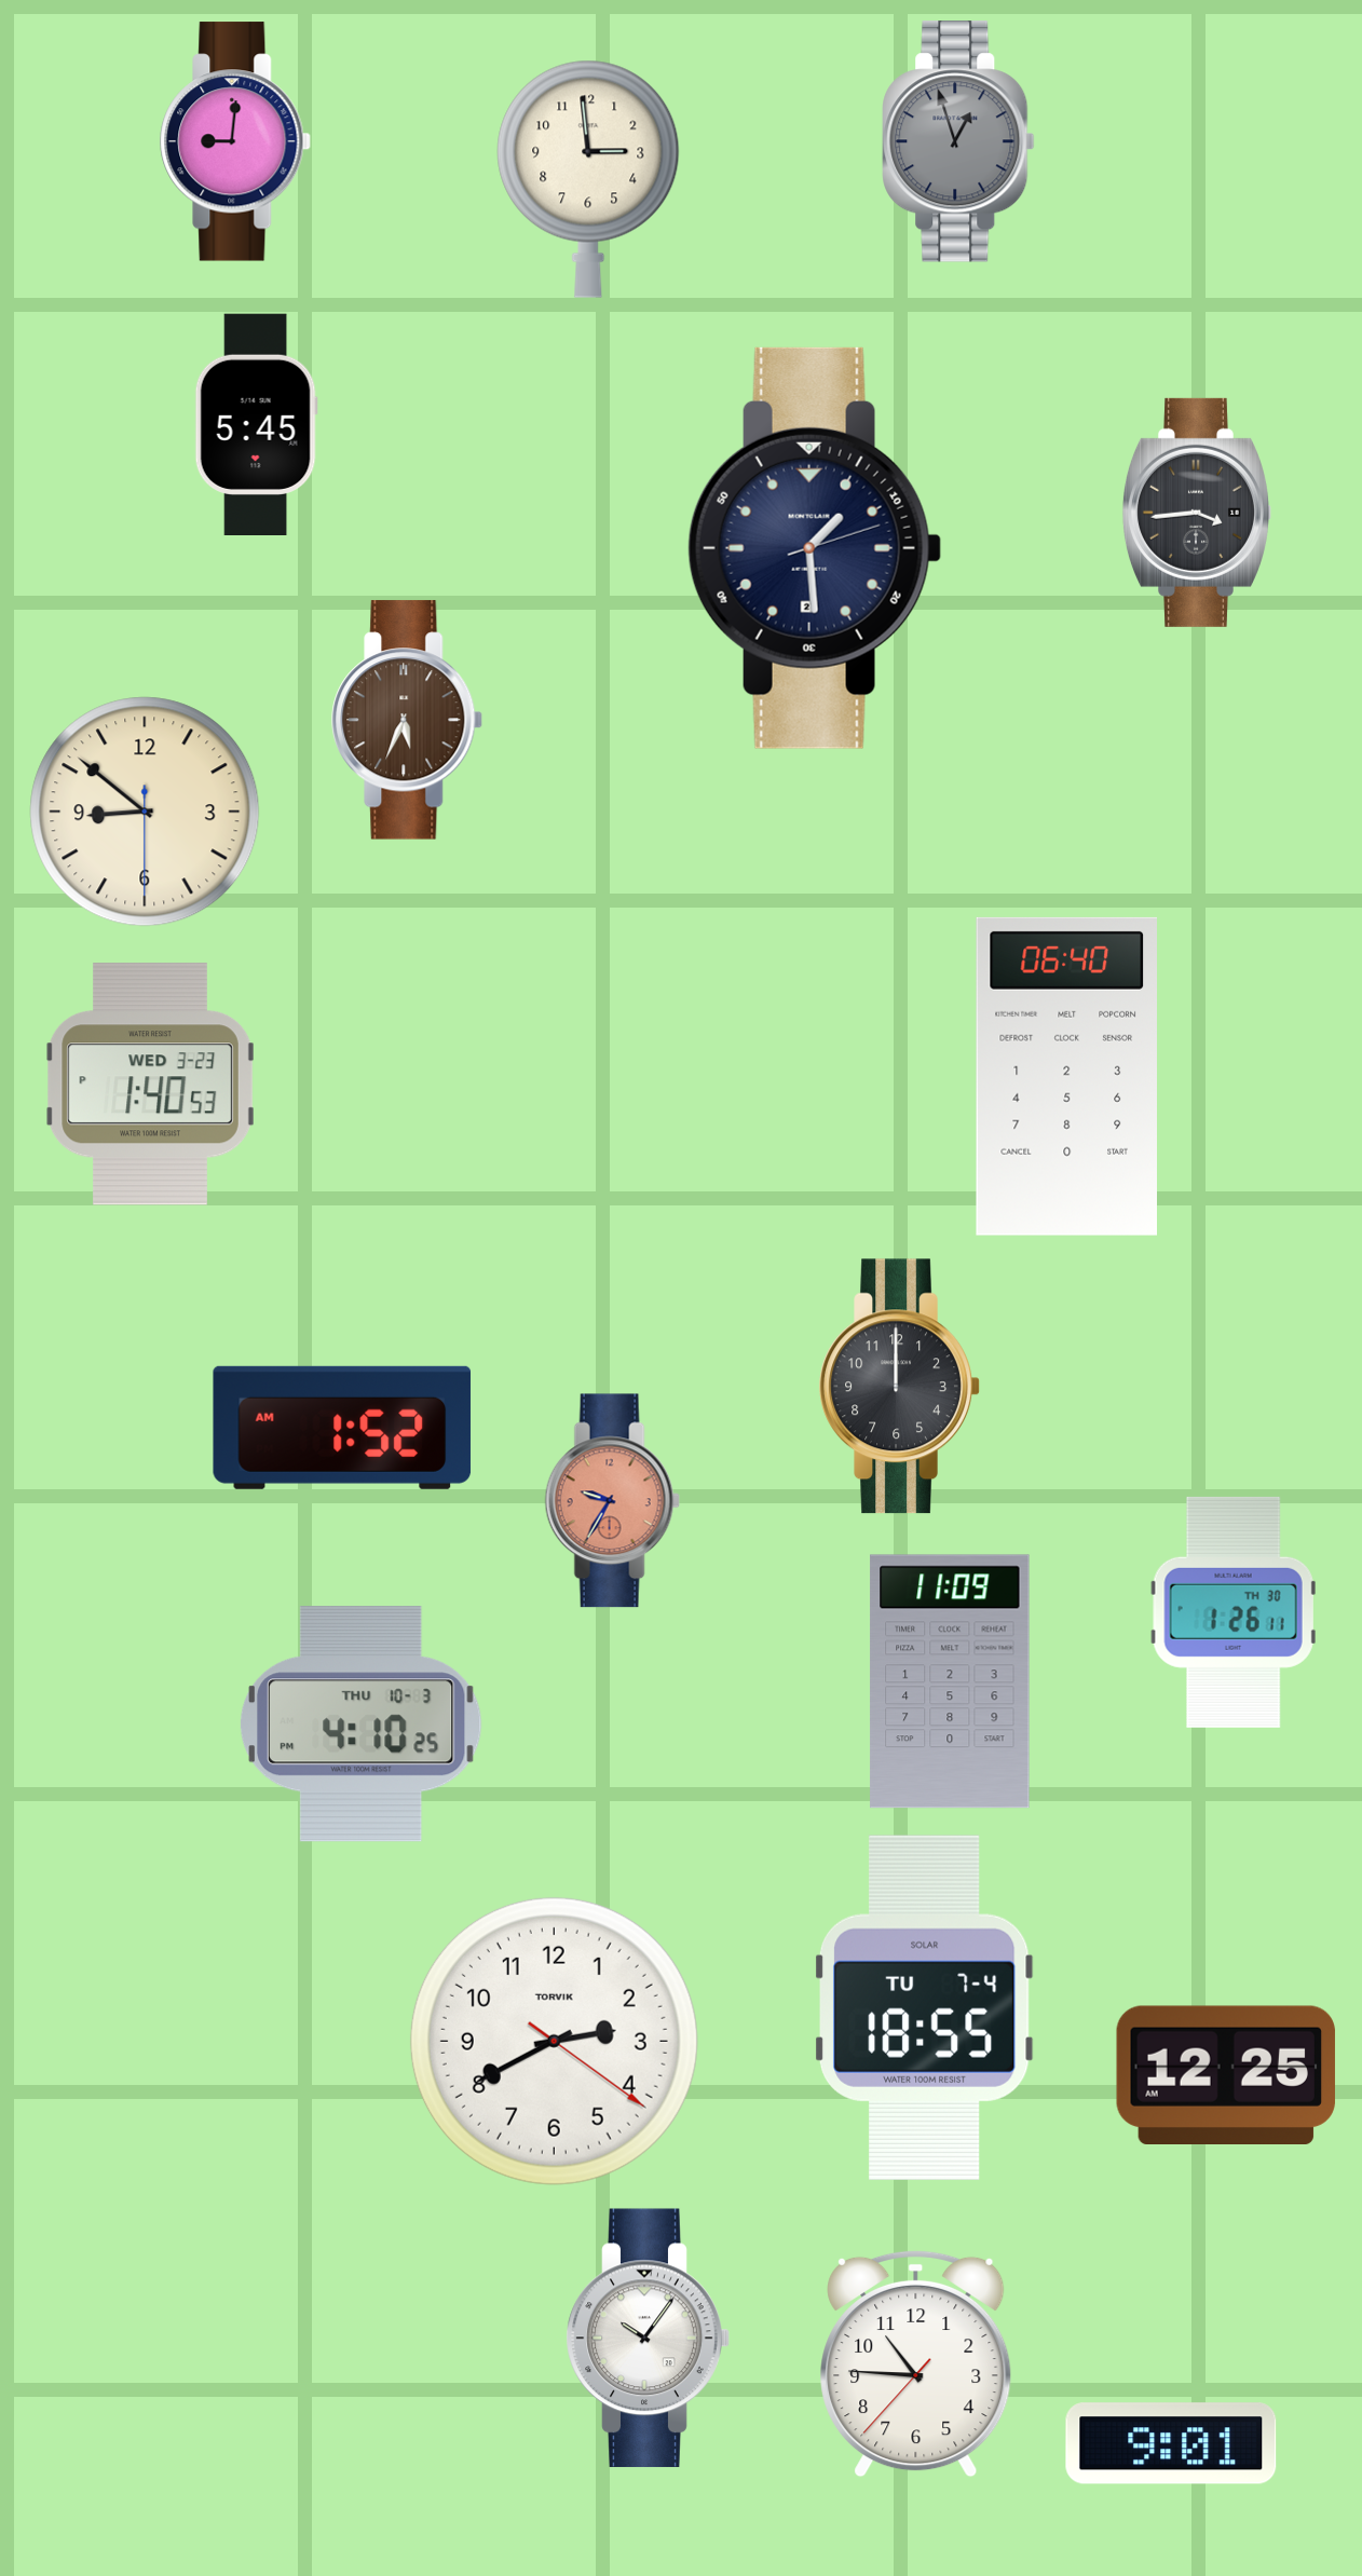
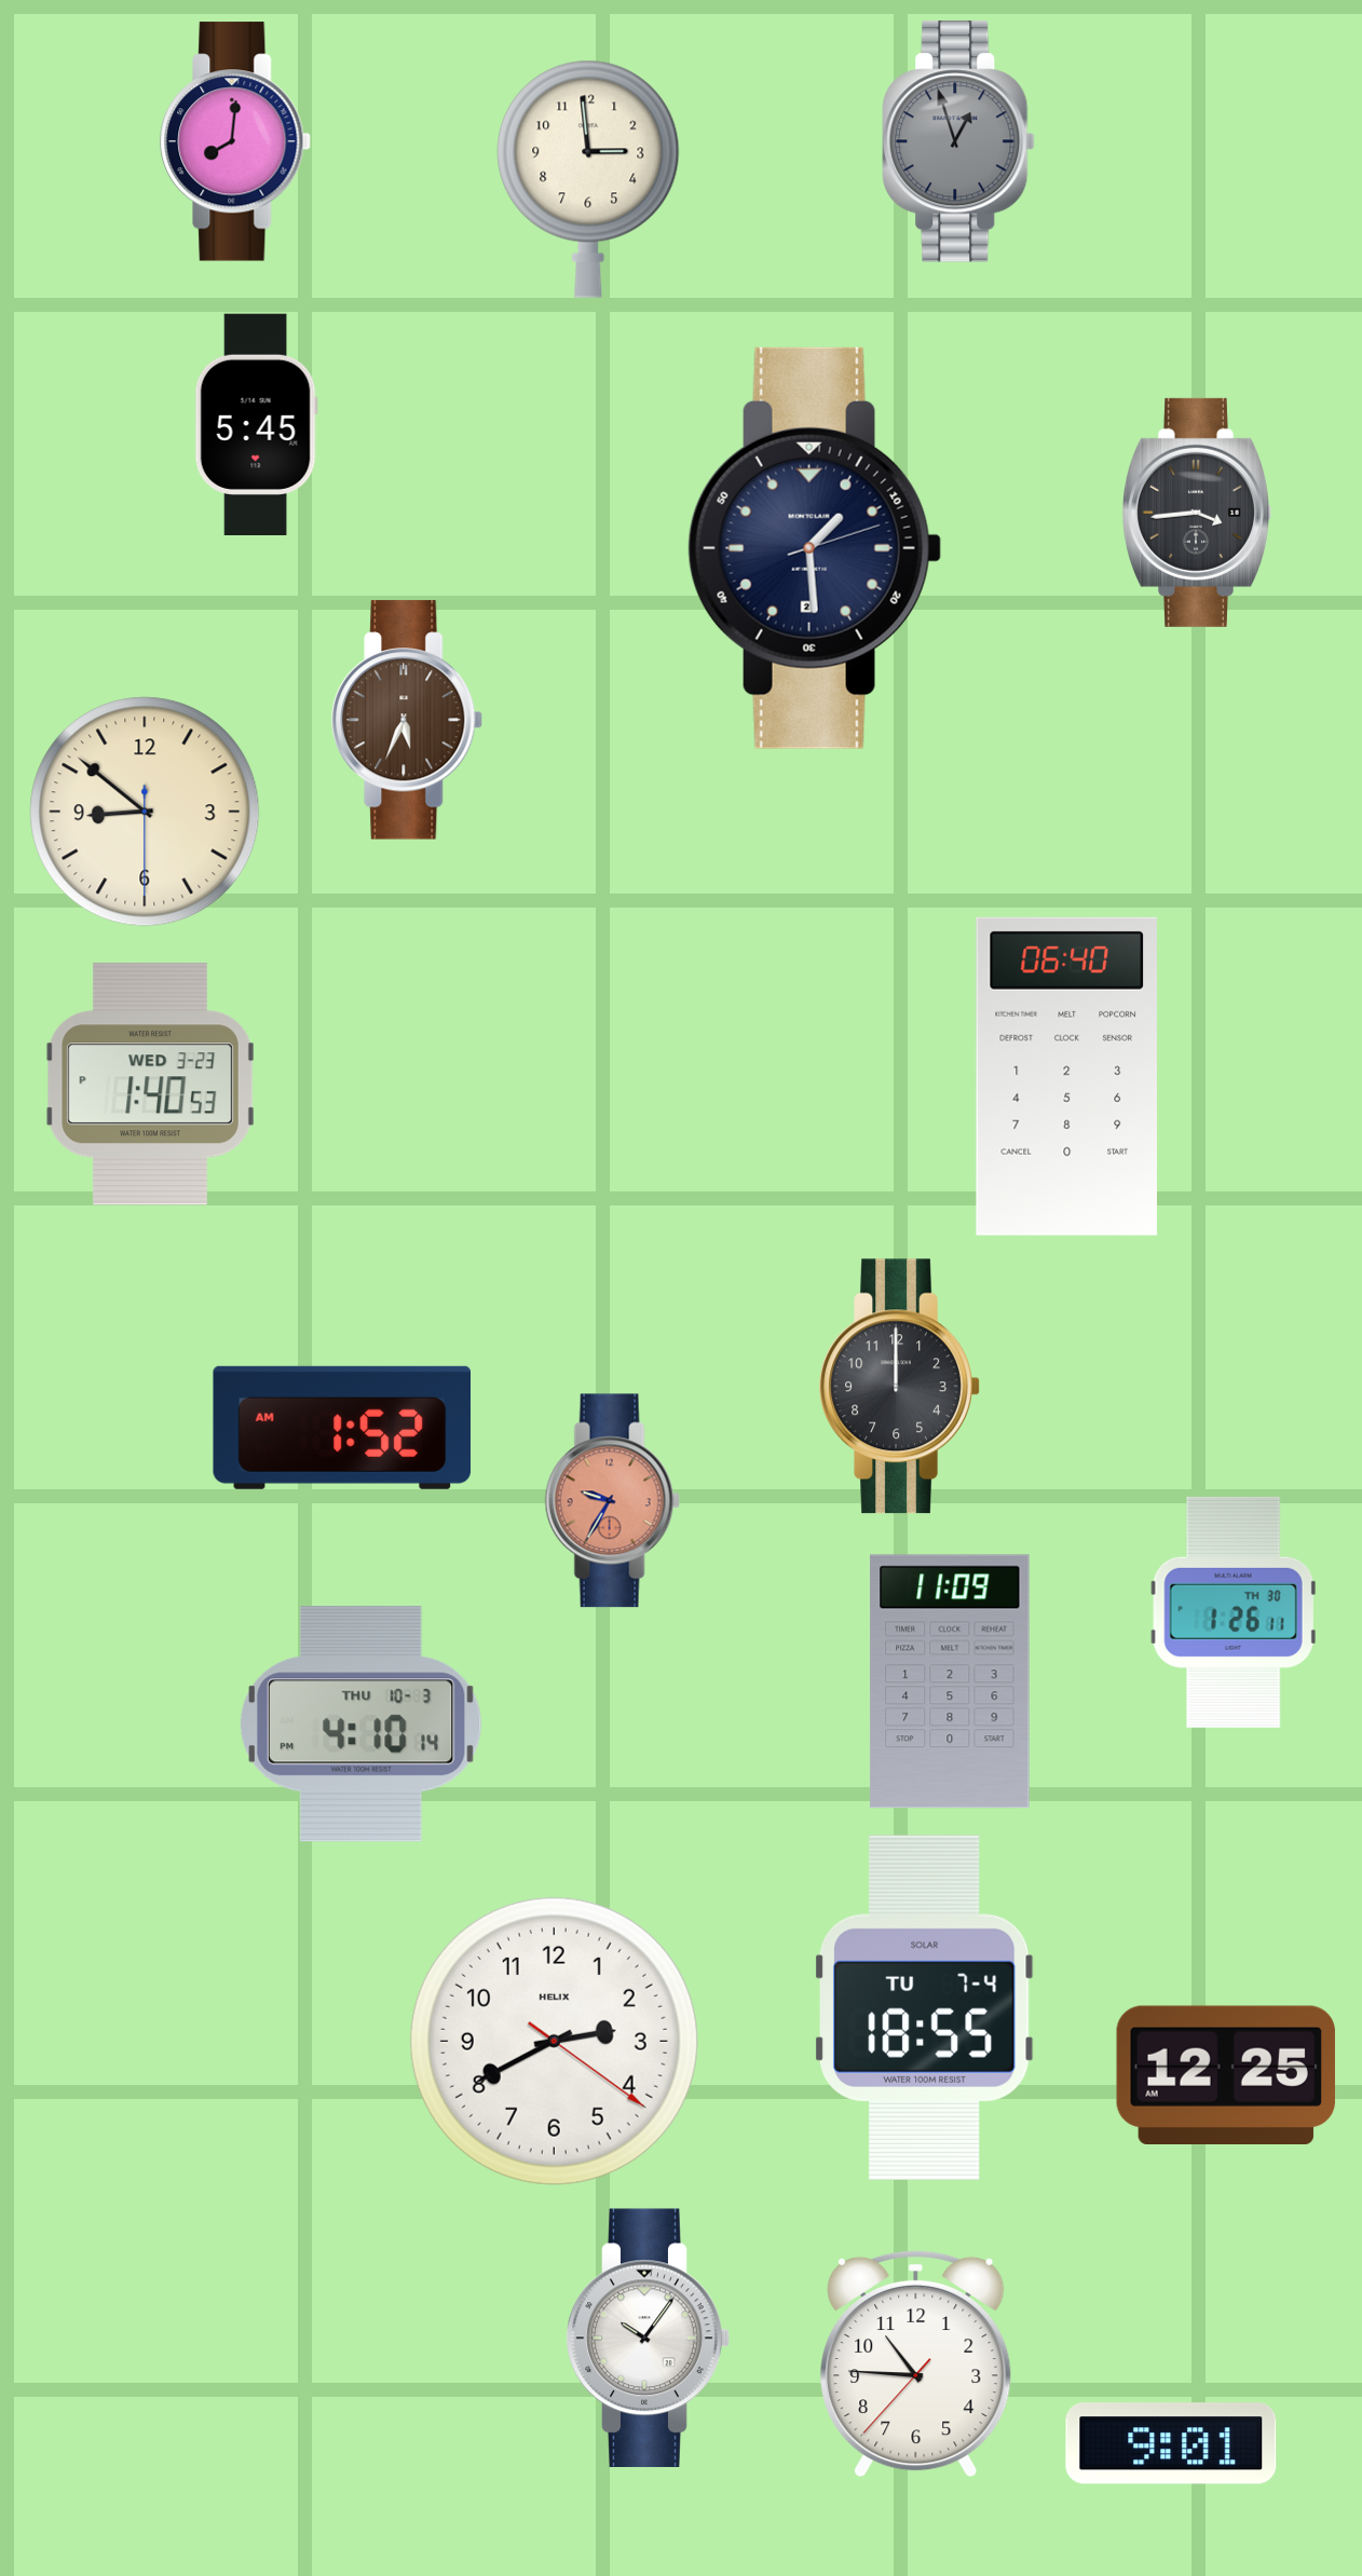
clock at (236, 141): 9:01 -> 8:01
clock at (362, 1725): 4:10:25 -> 4:10:14
clock at (554, 2041) brand: TORVIK -> HELIX
